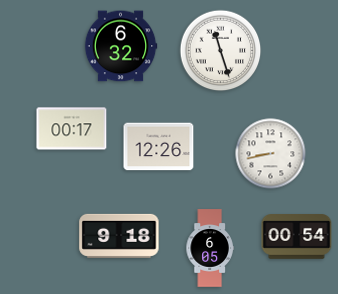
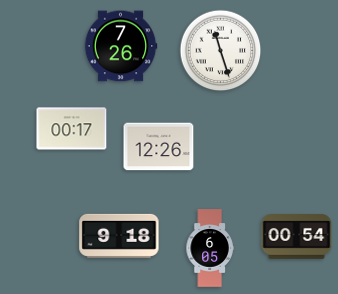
clock at (121, 46): 6:32 -> 7:26
clock at (271, 154): 8:43 -> none
